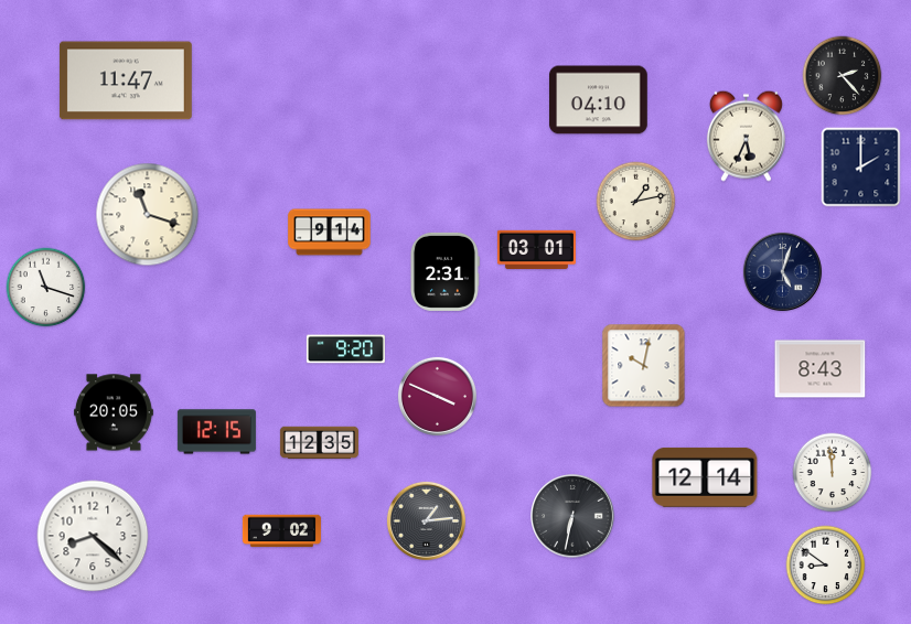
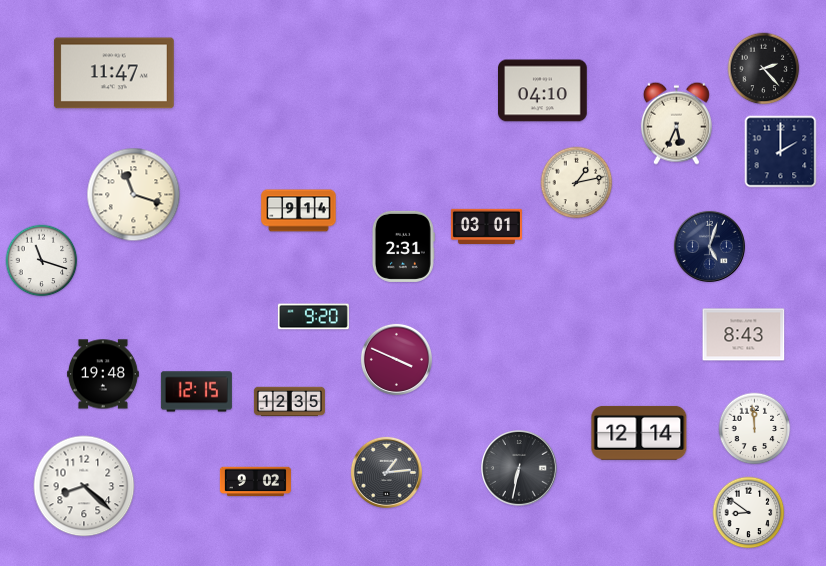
clock at (644, 366): 10:02 -> none
clock at (114, 412): 20:05 -> 19:48
